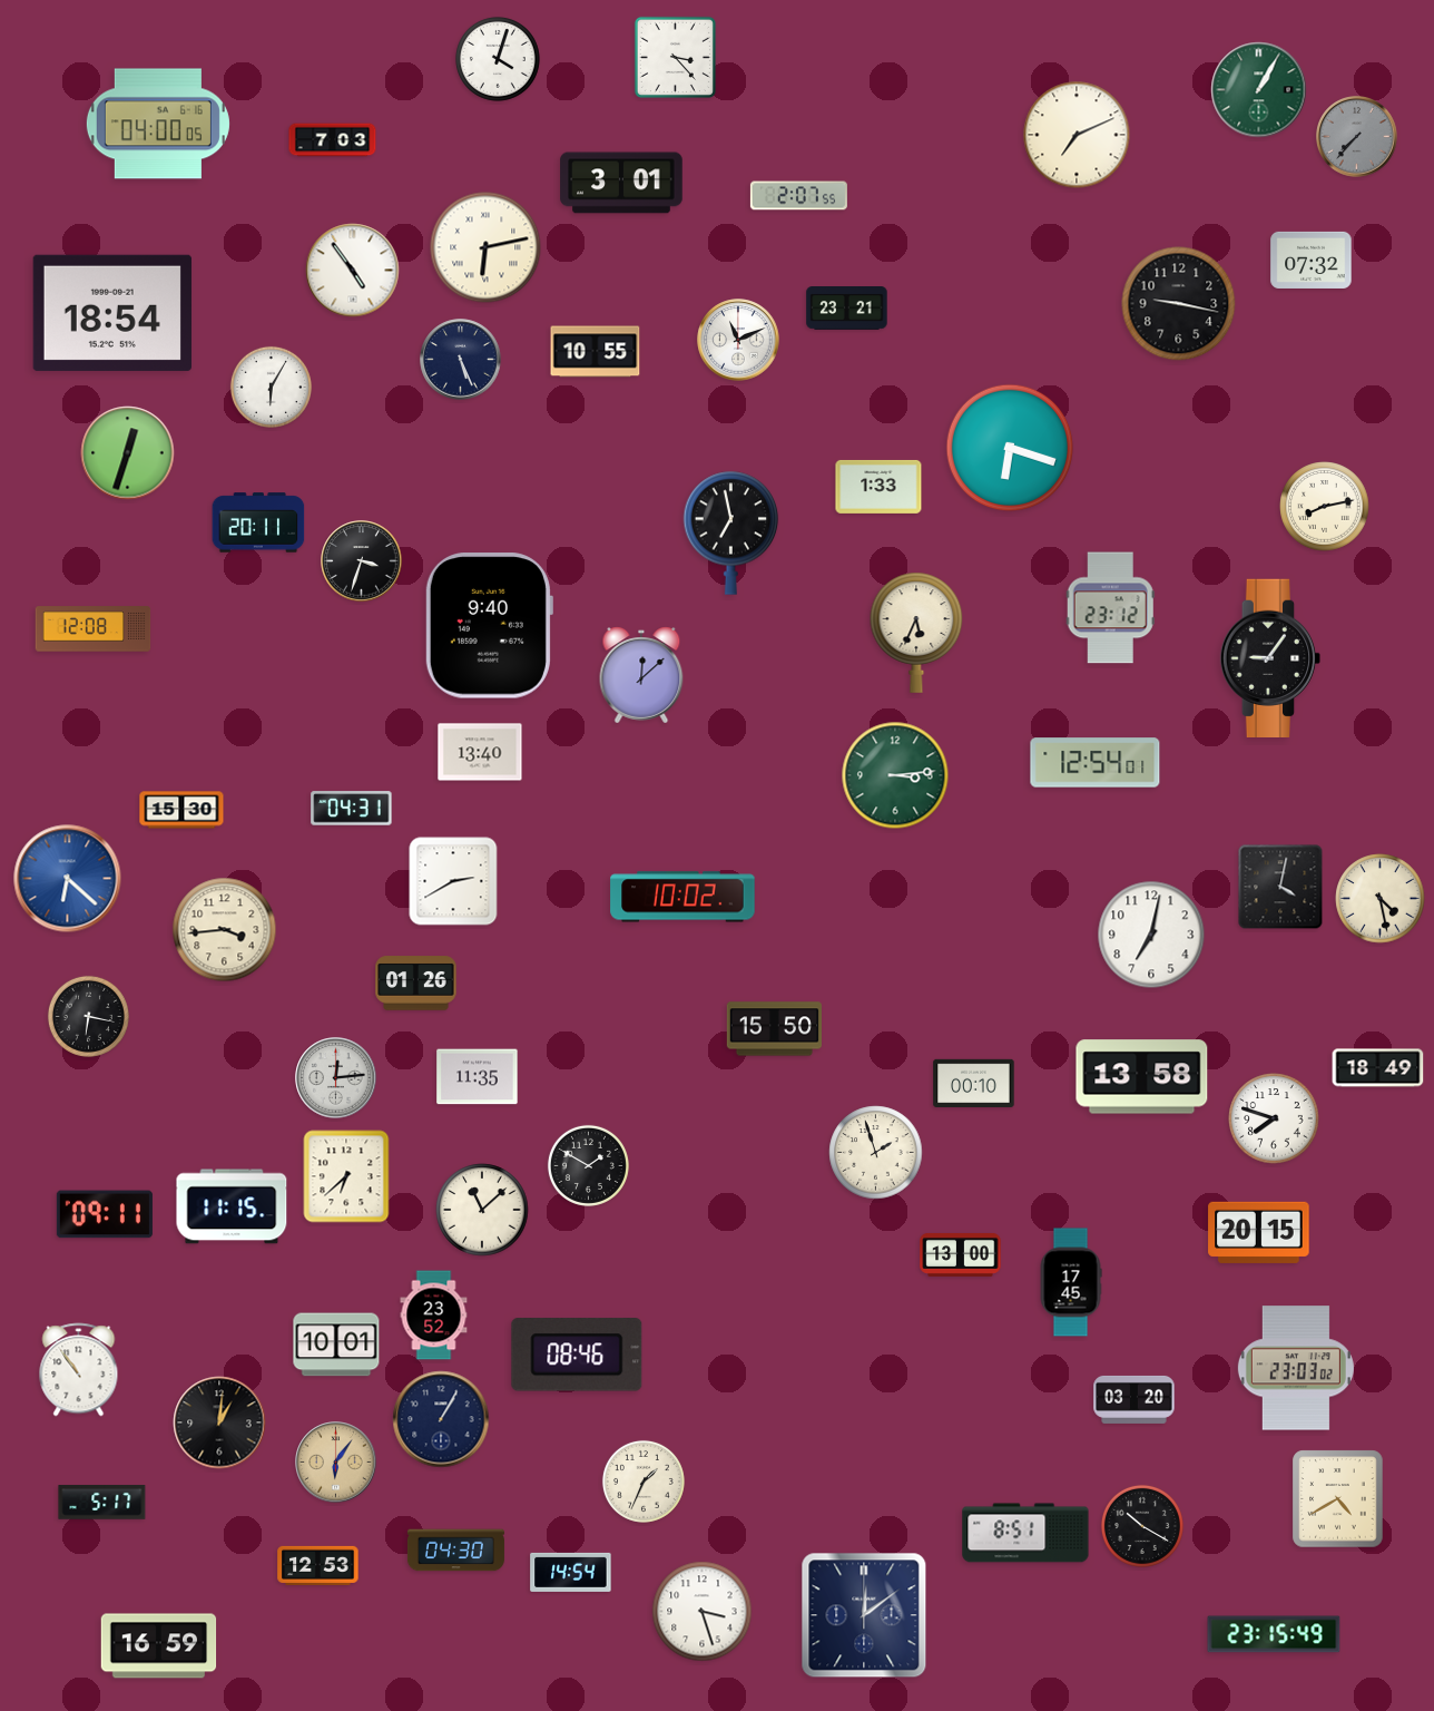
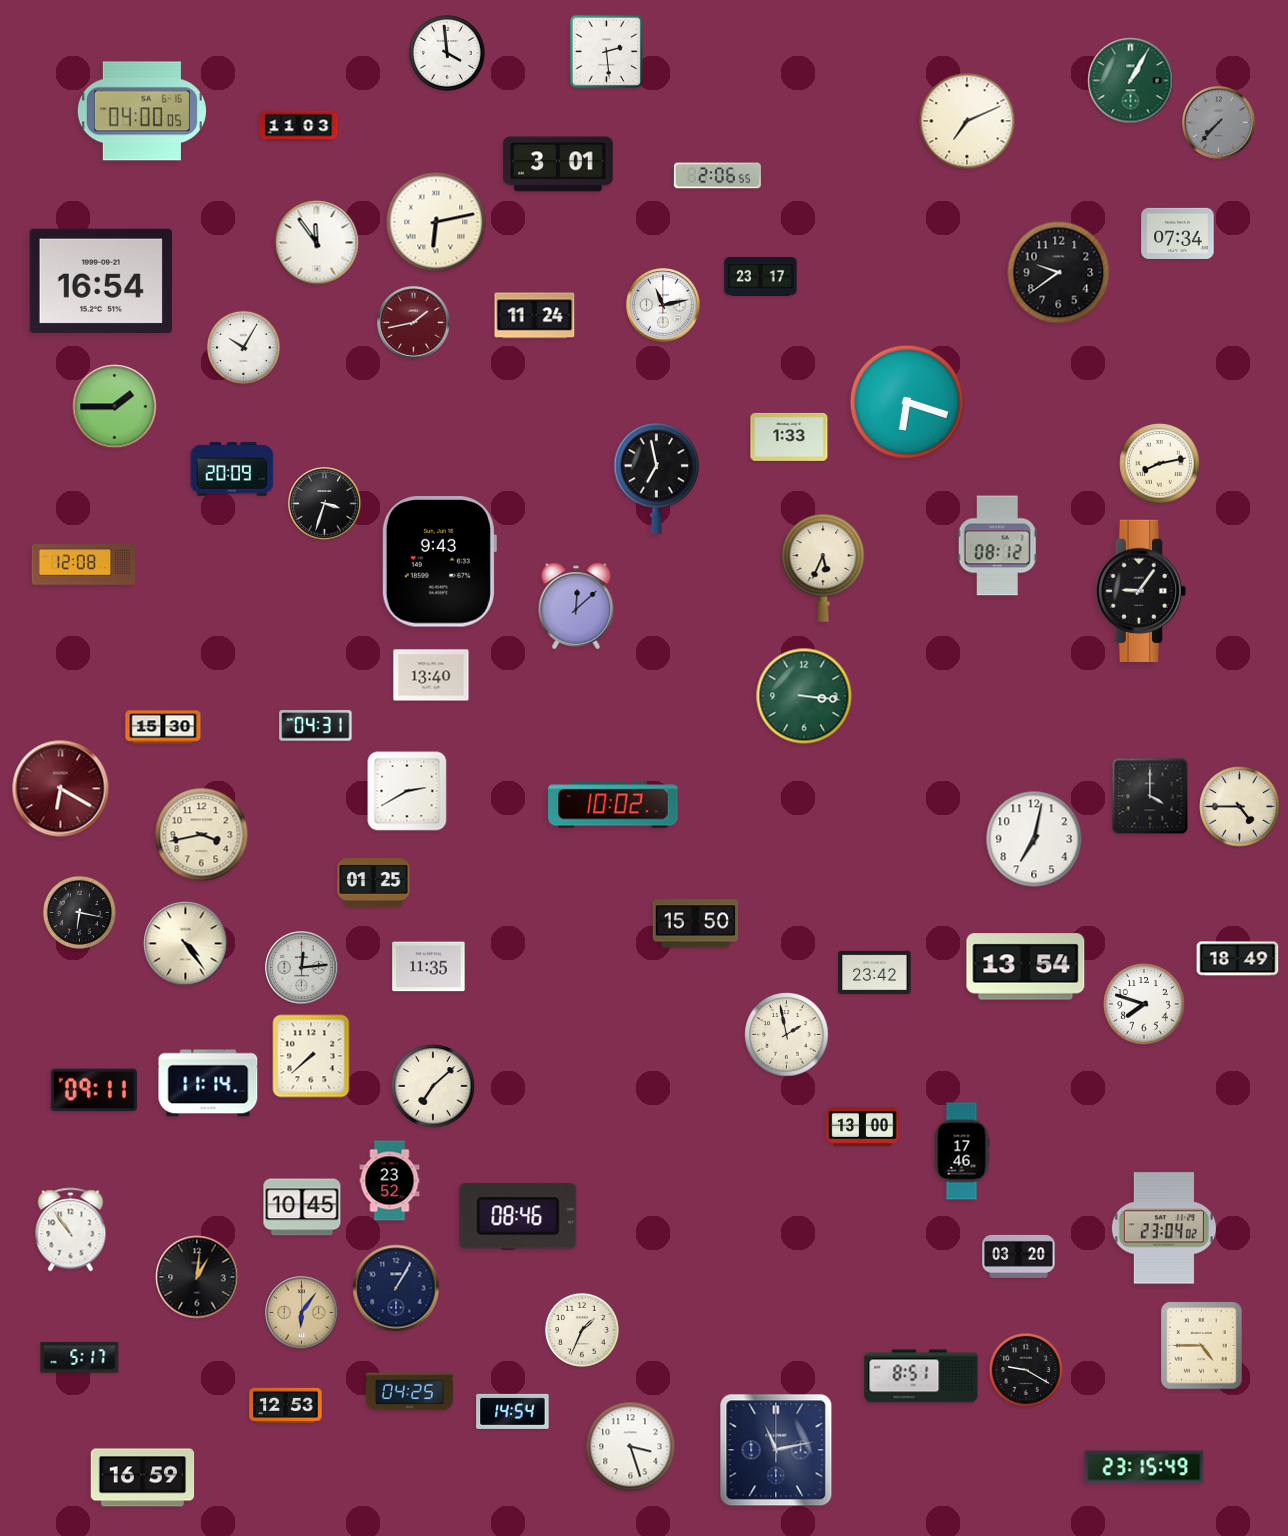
clock at (675, 57): 3:23 -> 2:29
clock at (498, 59): 4:03 -> 3:59
clock at (333, 140): 7:03 -> 11:03
clock at (798, 196): 2:07 -> 2:06
clock at (1312, 260): 07:32 -> 07:34
clock at (353, 271): 4:54 -> 11:54
clock at (1179, 304): 9:17 -> 9:39
clock at (847, 309): 23:21 -> 23:17
clock at (112, 313): 18:54 -> 16:54
clock at (738, 340): 11:11 -> 11:13
clock at (596, 352): 10:55 -> 11:24
clock at (461, 360): 5:26 -> 1:43
clock at (461, 360) dial: navy -> burgundy
clock at (271, 387): 6:05 -> 10:05
clock at (128, 453): 12:33 -> 1:45
clock at (1325, 507) position: (1325, 507) -> (1160, 464)
clock at (258, 522): 20:11 -> 20:09
clock at (1110, 608): 23:12 -> 08:12
clock at (489, 626): 9:40 -> 9:43
clock at (1096, 763): 12:54 -> none
clock at (895, 775): 3:14 -> 3:16
clock at (68, 879): 6:22 -> 6:20
clock at (68, 879) dial: blue -> burgundy
clock at (1280, 887): 4:02 -> 4:00
clock at (1381, 899): 4:28 -> 4:45
clock at (225, 930): 3:44 -> 3:43
clock at (416, 984): 01:26 -> 01:25
clock at (186, 944): none -> 4:24
clock at (1142, 1077): 13:58 -> 13:54
clock at (974, 1083): 00:10 -> 23:42
clock at (876, 1153): 1:57 -> 1:58
clock at (588, 1165): 1:50 -> none
clock at (346, 1176): 6:38 -> 7:38
clock at (232, 1206): 11:15 -> 11:14
clock at (482, 1210): 11:08 -> 7:08
clock at (1259, 1232): 20:15 -> none
clock at (1071, 1282): 17:45 -> 17:46
clock at (336, 1345): 10:01 -> 10:45
clock at (1296, 1368): 23:03 -> 23:04
clock at (441, 1419) position: (441, 1419) -> (396, 1288)
clock at (644, 1482) position: (644, 1482) -> (582, 1330)
clock at (1338, 1499): 4:40 -> 4:45
clock at (102, 1503) position: (102, 1503) -> (80, 1358)
clock at (1142, 1526): 10:20 -> 9:20
clock at (455, 1551): 04:30 -> 04:25
clock at (864, 1615): 12:09 -> 11:13
